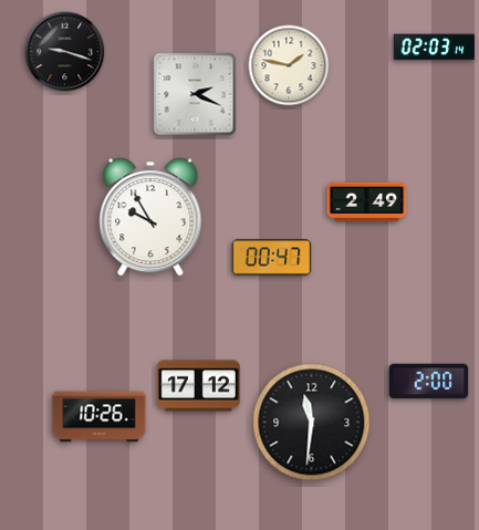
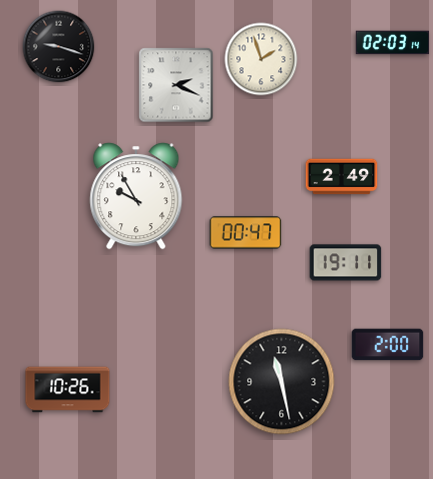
clock at (289, 65): 1:47 -> 1:57
clock at (367, 202) position: (367, 202) -> (342, 177)
clock at (346, 263): none -> 19:11
clock at (198, 386): 17:12 -> none
clock at (100, 417) position: (100, 417) -> (68, 390)
clock at (312, 423): 11:31 -> 11:28
